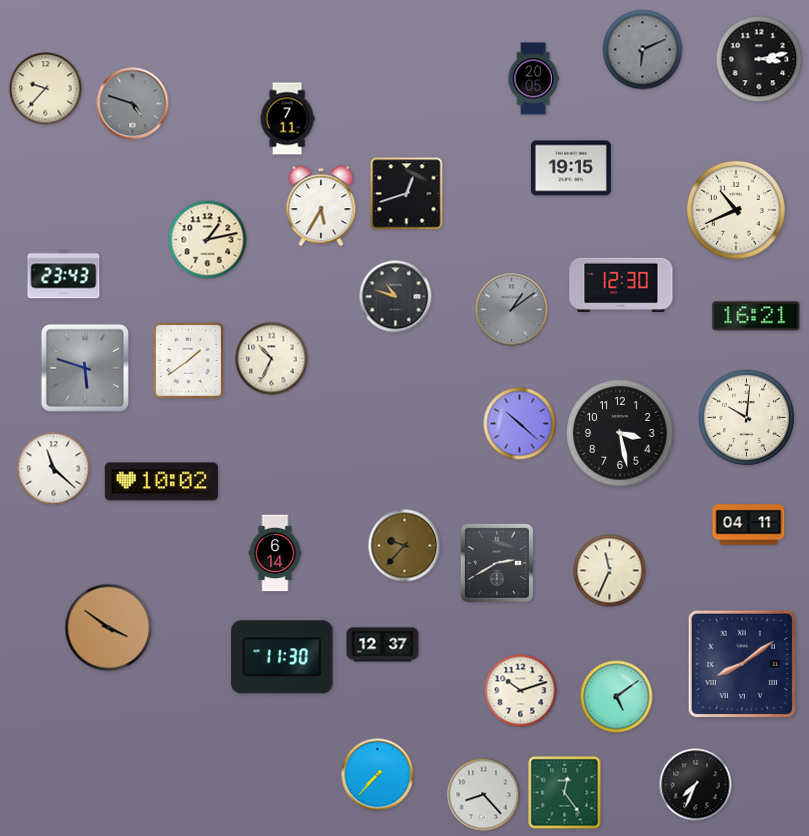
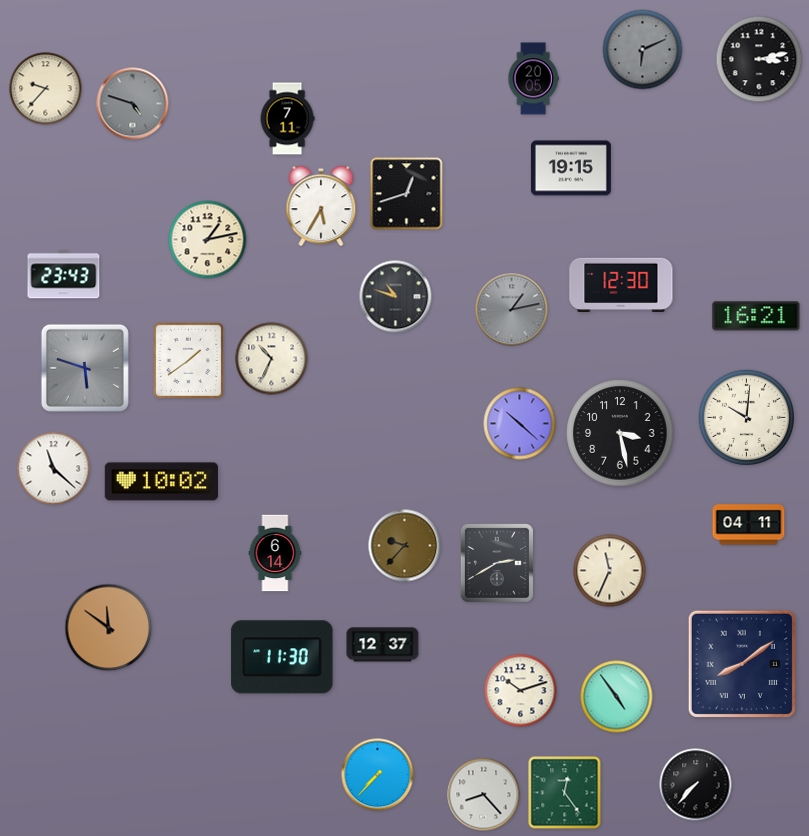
clock at (736, 210): 10:41 -> none
clock at (512, 310): 1:09 -> 1:13
clock at (109, 628): 3:51 -> 11:51
clock at (617, 697): 5:09 -> 4:54
clock at (696, 785): 7:34 -> 7:37
